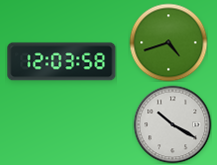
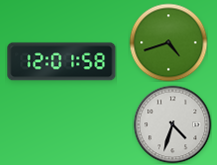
clock at (62, 62): 12:03 -> 12:01
clock at (172, 124): 10:20 -> 4:33
